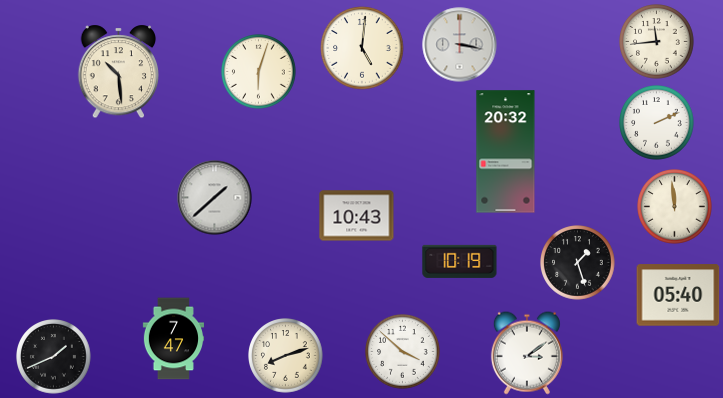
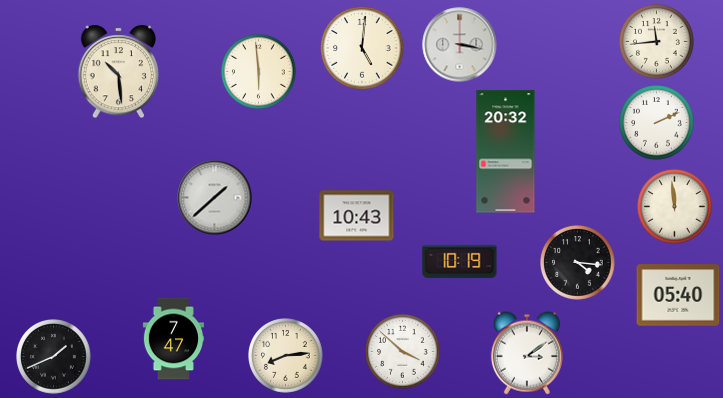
clock at (259, 72): 6:03 -> 5:59
clock at (578, 263): 1:27 -> 4:16
clock at (286, 356): 8:12 -> 8:14
